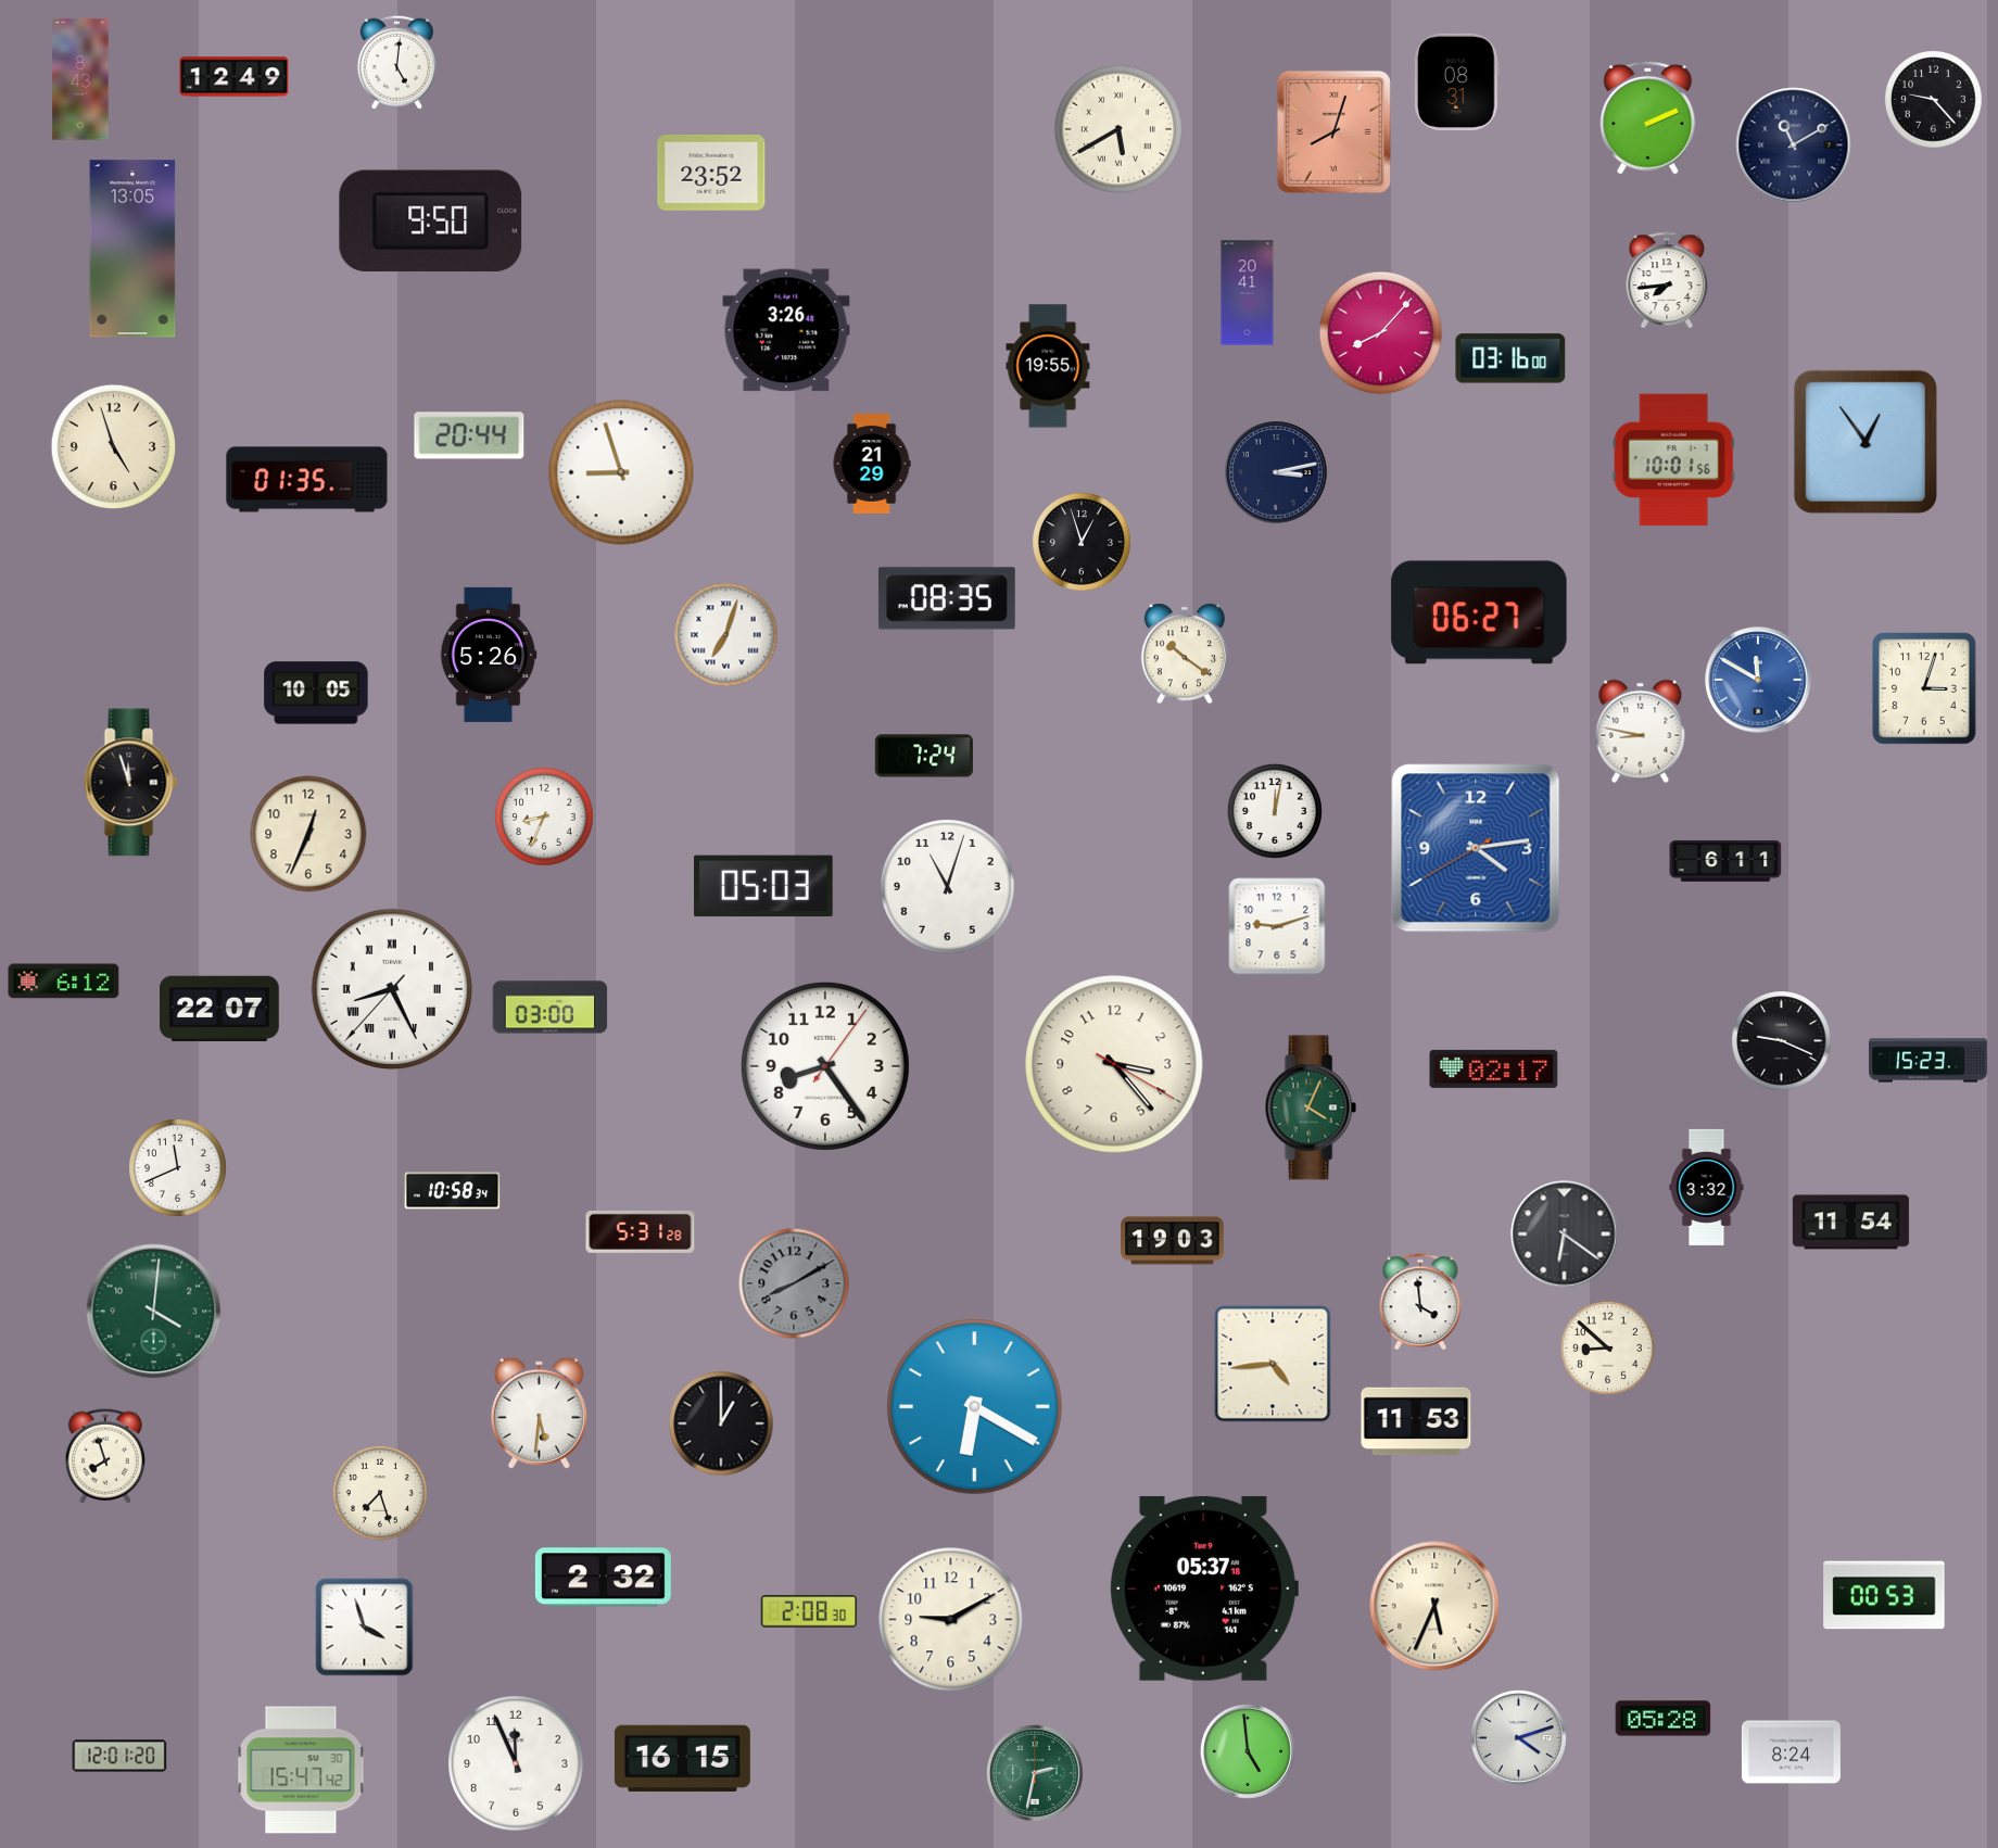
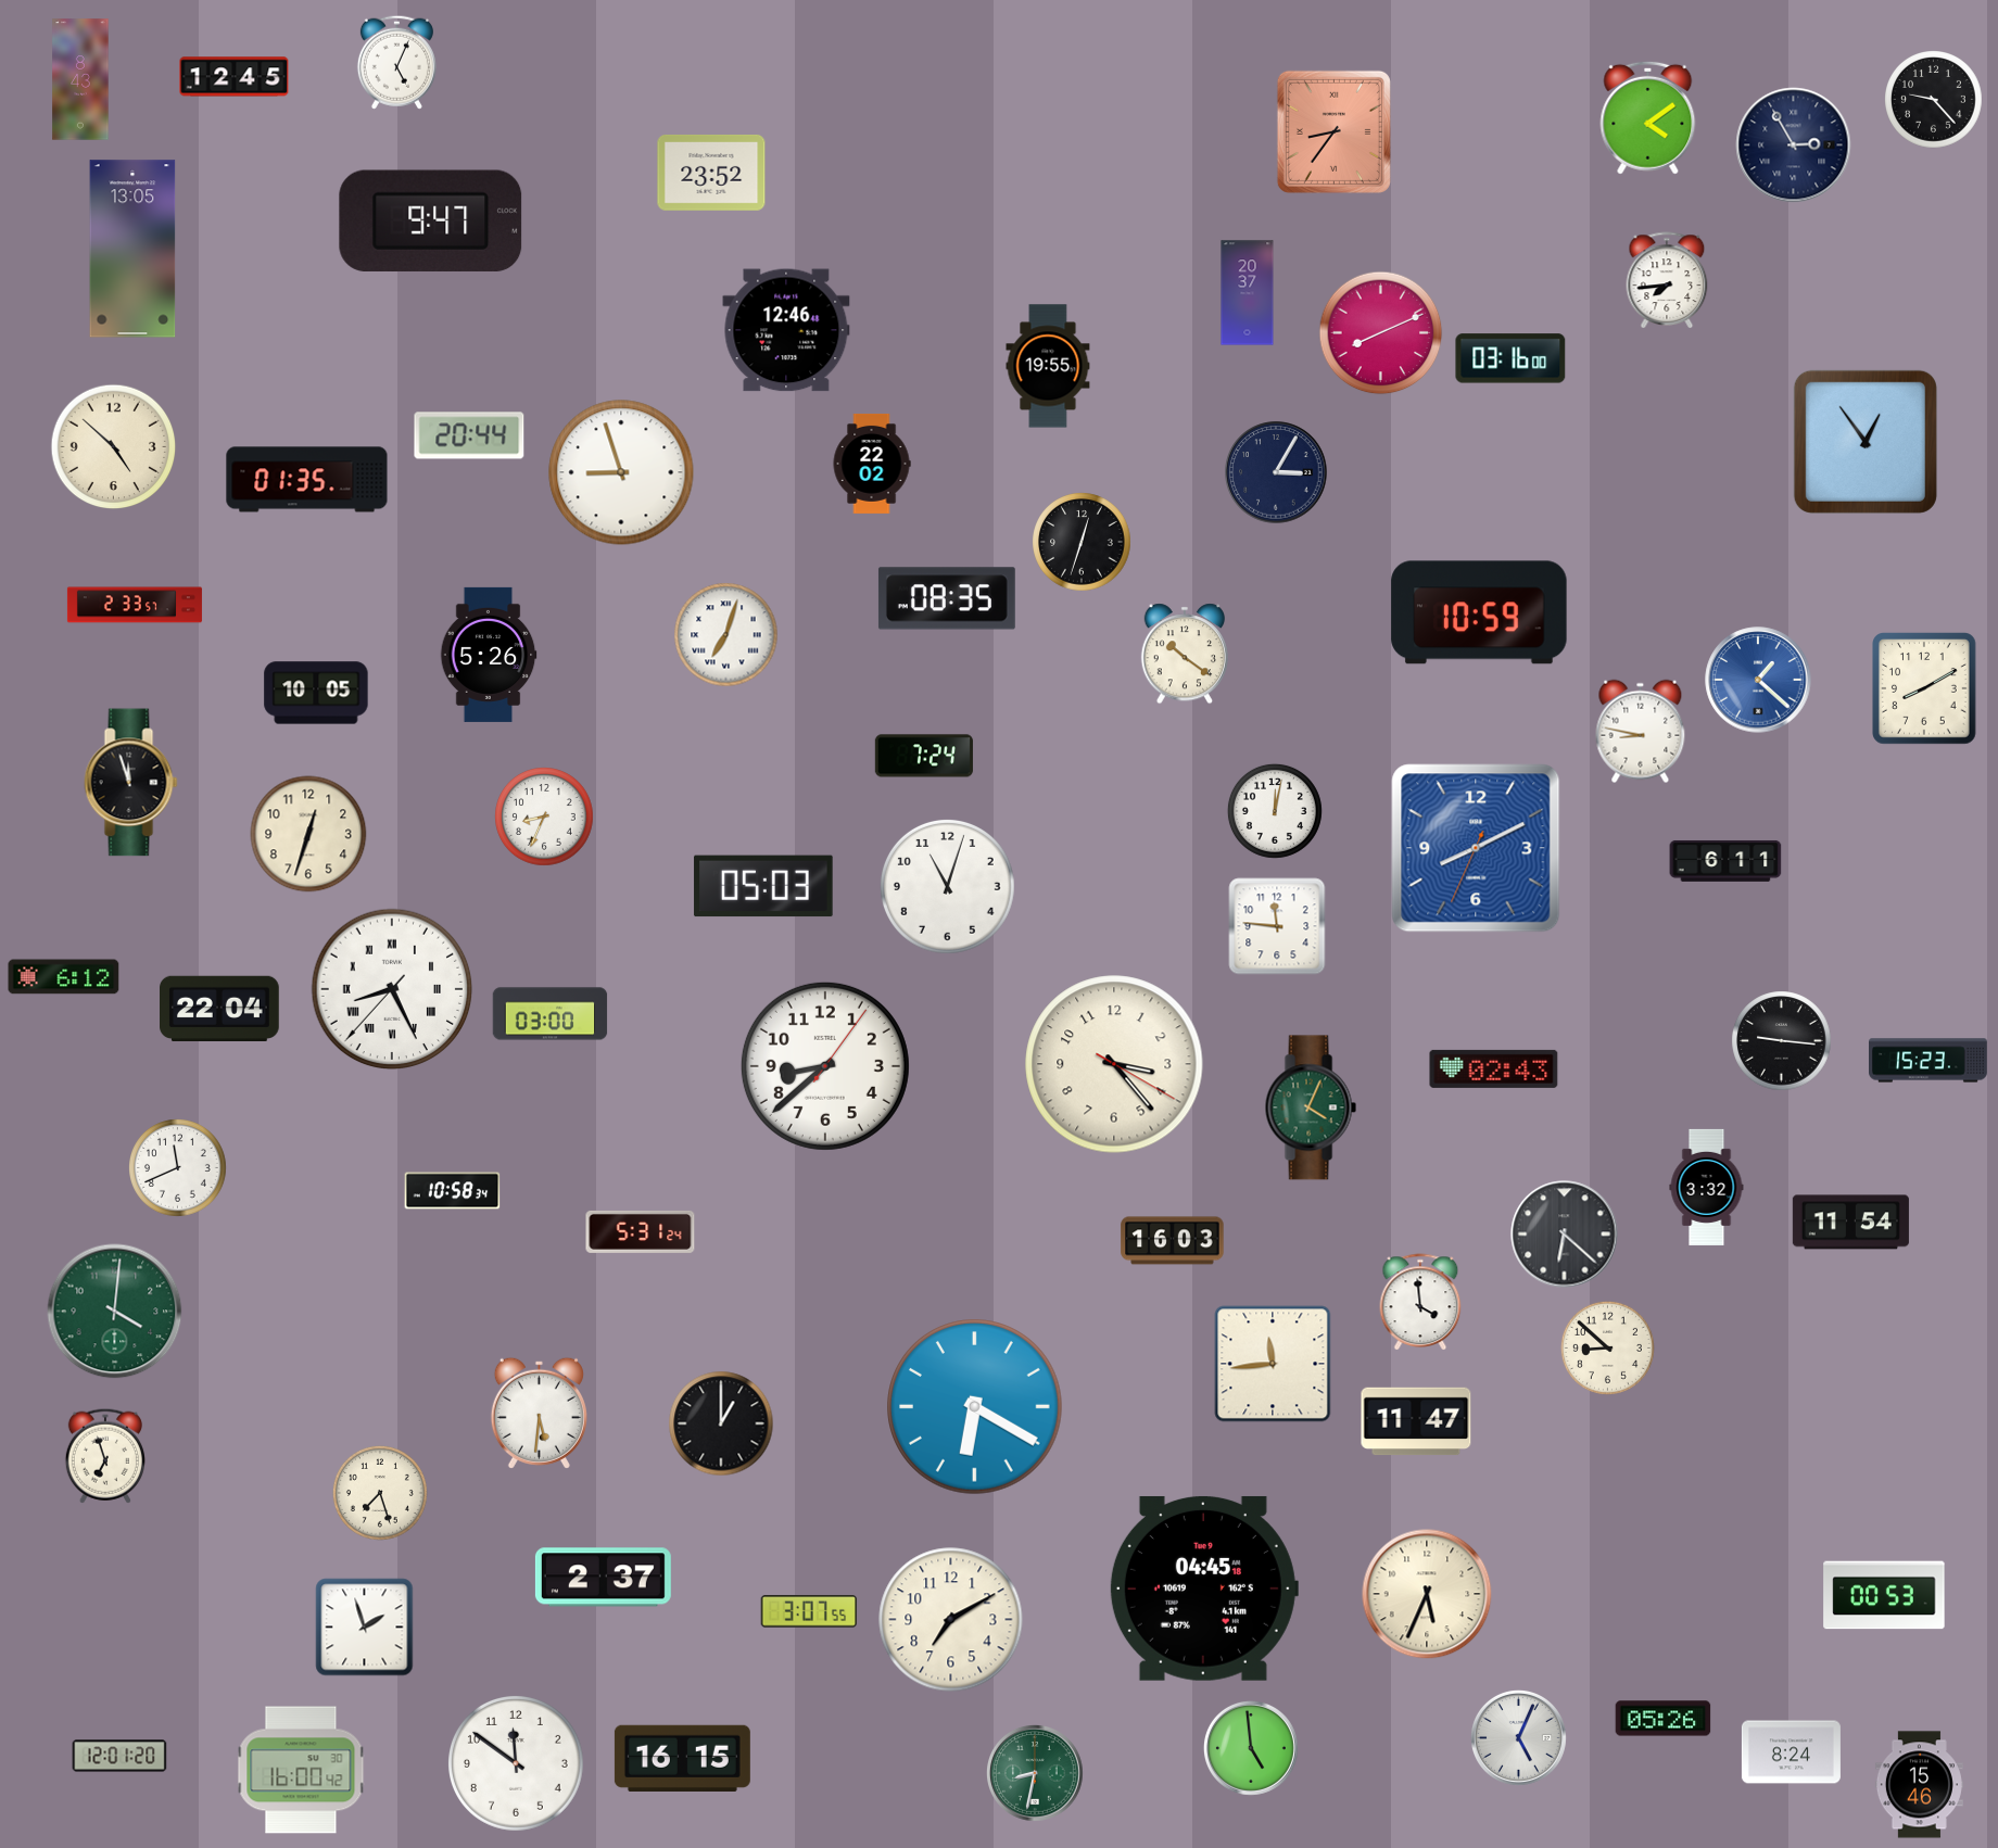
clock at (396, 62): 5:01 -> 5:04
clock at (235, 77): 12:49 -> 12:45
clock at (1457, 81): 08:31 -> none
clock at (1648, 117): 2:11 -> 4:09
clock at (1118, 129): 5:40 -> none
clock at (1333, 131): 8:03 -> 8:36
clock at (1794, 145): 11:10 -> 2:55
clock at (431, 220): 9:50 -> 9:47
clock at (1248, 293): 20:41 -> 20:37
clock at (786, 330): 3:26 -> 12:46
clock at (1381, 333): 8:07 -> 8:11
clock at (114, 447): 4:57 -> 4:52
clock at (1673, 460): 10:01 -> none
clock at (872, 464): 21:29 -> 22:02
clock at (1276, 472): 3:13 -> 3:05
clock at (1082, 542): 12:57 -> 12:33
clock at (135, 605): none -> 2:33
clock at (1479, 612): 06:27 -> 10:59
clock at (1758, 680): 11:50 -> 1:22
clock at (1925, 689): 3:03 -> 8:10
clock at (308, 834): 12:34 -> 12:33
clock at (1476, 848): 4:13 -> 8:10
clock at (1277, 926): 9:12 -> 11:46
clock at (64, 982) position: (64, 982) -> (64, 977)
clock at (220, 1008): 22:07 -> 22:04
clock at (551, 1008) position: (551, 1008) -> (551, 1014)
clock at (1782, 1041): 9:19 -> 9:16
clock at (825, 1066): 8:24 -> 8:38
clock at (1494, 1068): 02:17 -> 02:43
clock at (641, 1231): 5:31:28 -> 5:31:24
clock at (1565, 1235): 6:21 -> 6:22
clock at (1173, 1241): 19:03 -> 16:03
clock at (794, 1283): 8:10 -> none
clock at (154, 1312) position: (154, 1312) -> (115, 1312)
clock at (1273, 1364): 4:44 -> 11:44
clock at (1416, 1421): 11:53 -> 11:47
clock at (105, 1456): 7:57 -> 6:57
clock at (603, 1578): 2:32 -> 2:37
clock at (1203, 1588): 05:37 -> 04:45
clock at (1434, 1606) position: (1434, 1606) -> (1427, 1594)
clock at (809, 1611): 2:08 -> 3:07
clock at (951, 1620): 9:10 -> 7:10
clock at (365, 1628): 3:57 -> 1:57
clock at (1664, 1719): 05:28 -> 05:26
clock at (1518, 1737): 4:12 -> 5:04
clock at (1248, 1751) position: (1248, 1751) -> (1251, 1748)
clock at (517, 1764): 11:56 -> 11:51
clock at (301, 1770): 15:47 -> 16:00
clock at (1036, 1774): 2:32 -> 8:32
clock at (1919, 1785): none -> 15:46
